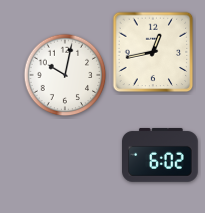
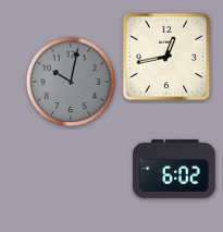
clock at (65, 75) dial: white -> grey
